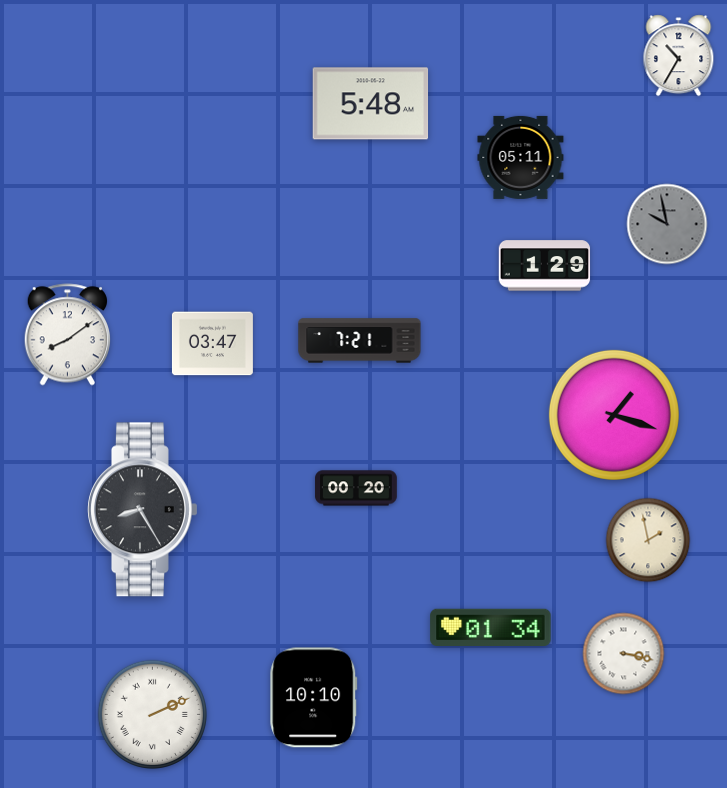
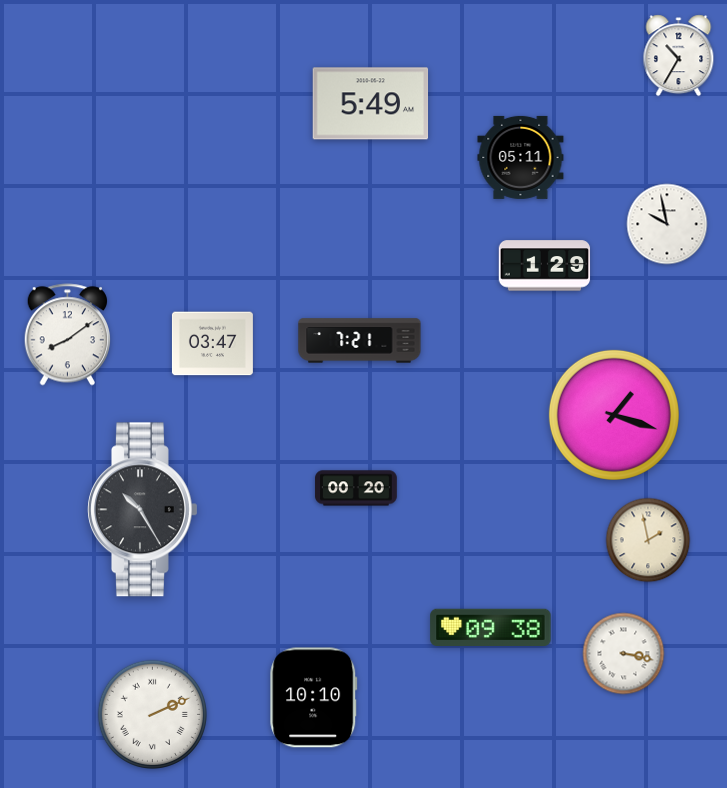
clock at (371, 104): 5:48 -> 5:49
clock at (667, 224) dial: grey -> white
clock at (143, 510): 8:25 -> 10:25
clock at (491, 627): 01:34 -> 09:38
